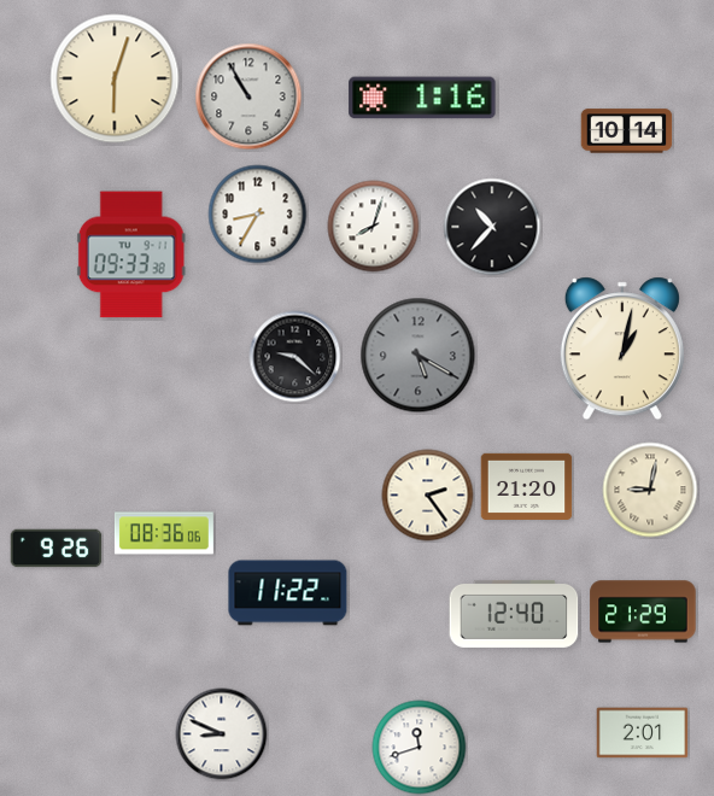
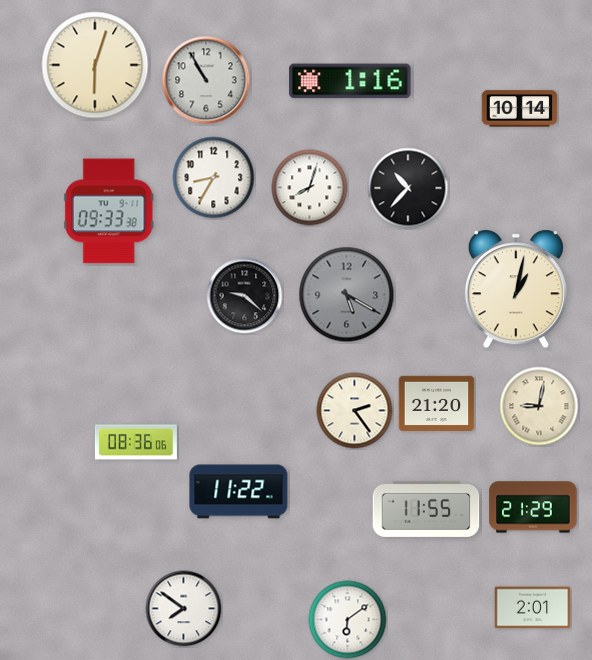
clock at (57, 549): 9:26 -> none
clock at (514, 614): 12:40 -> 11:55
clock at (222, 734): 8:49 -> 7:51
clock at (420, 748): 11:42 -> 6:09
